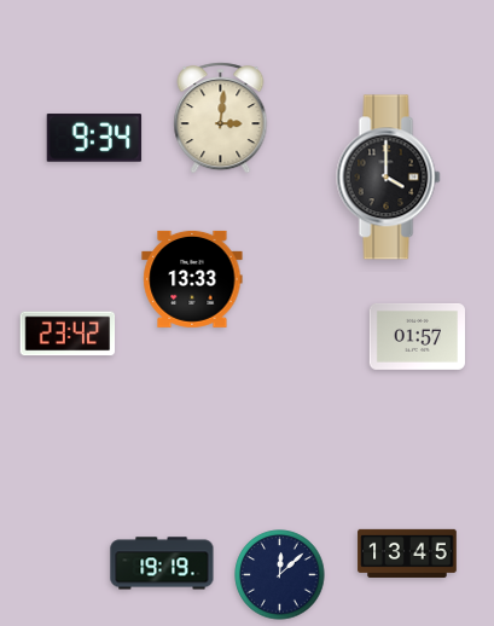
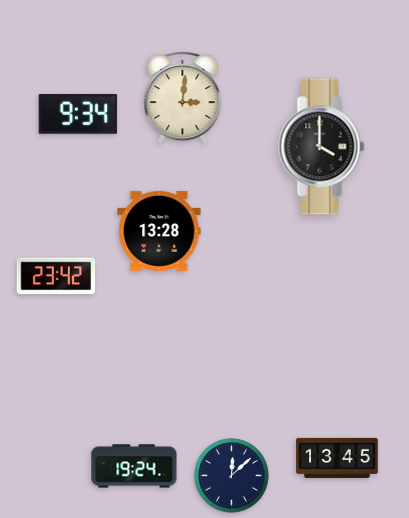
clock at (192, 279): 13:33 -> 13:28
clock at (417, 336): 01:57 -> none
clock at (162, 563): 19:19 -> 19:24
